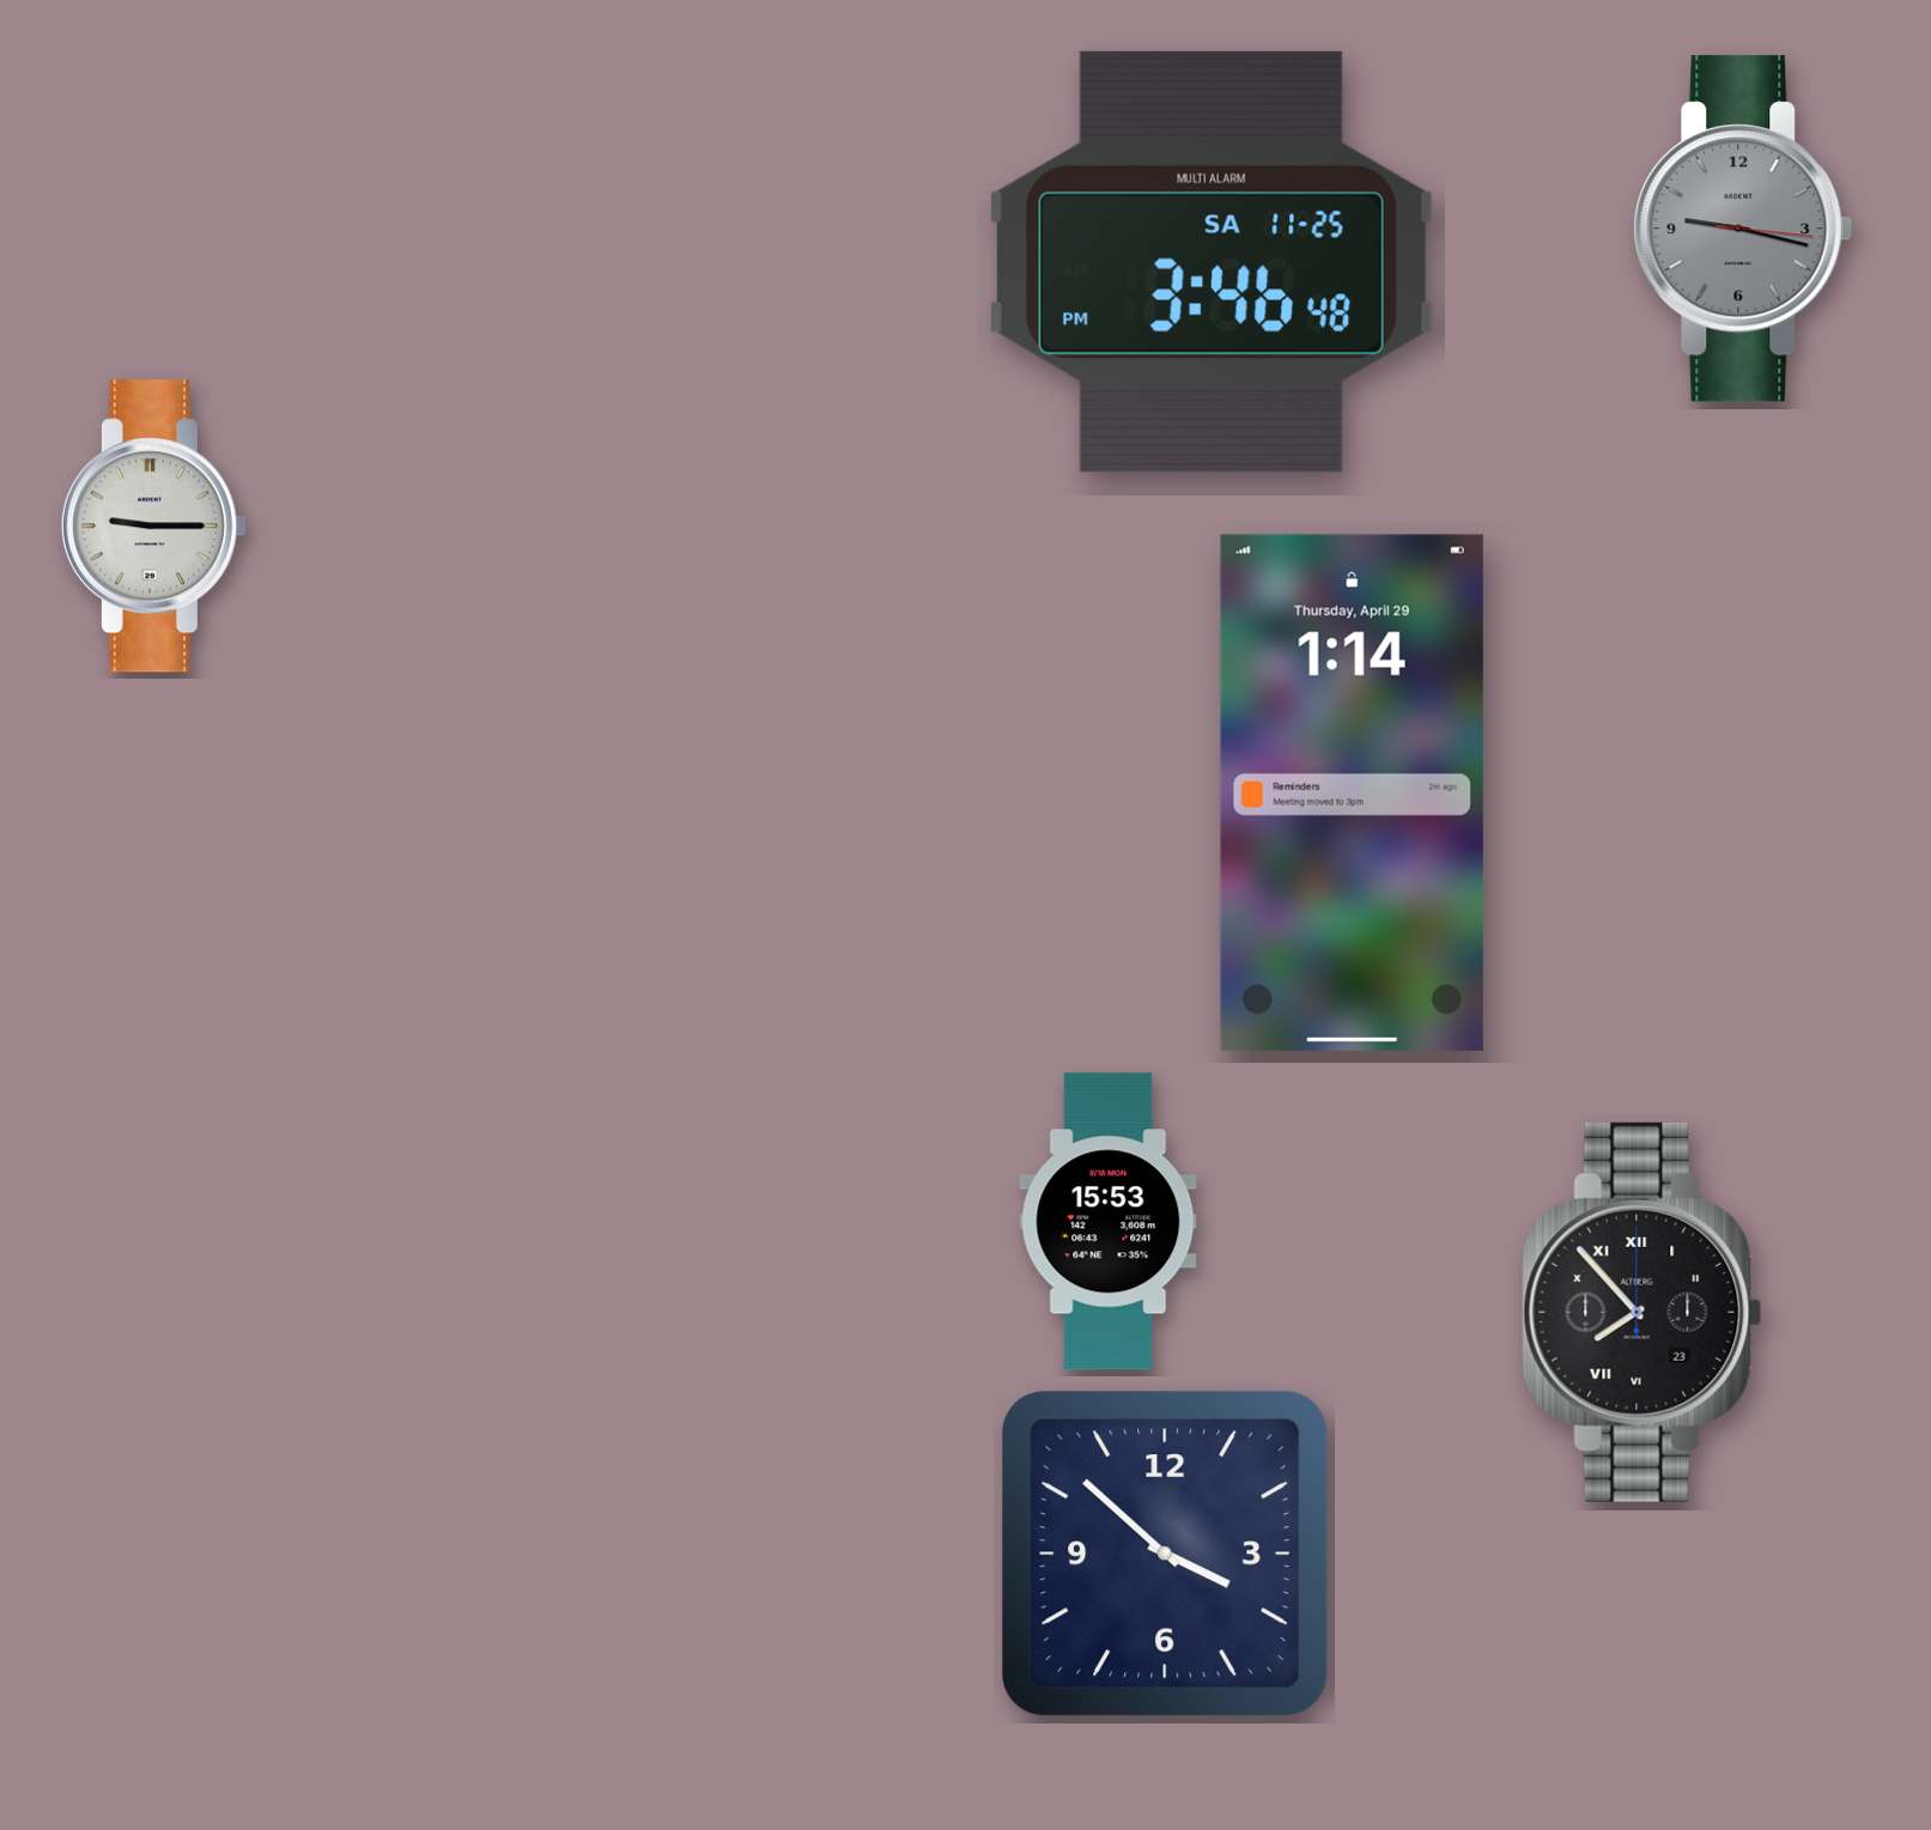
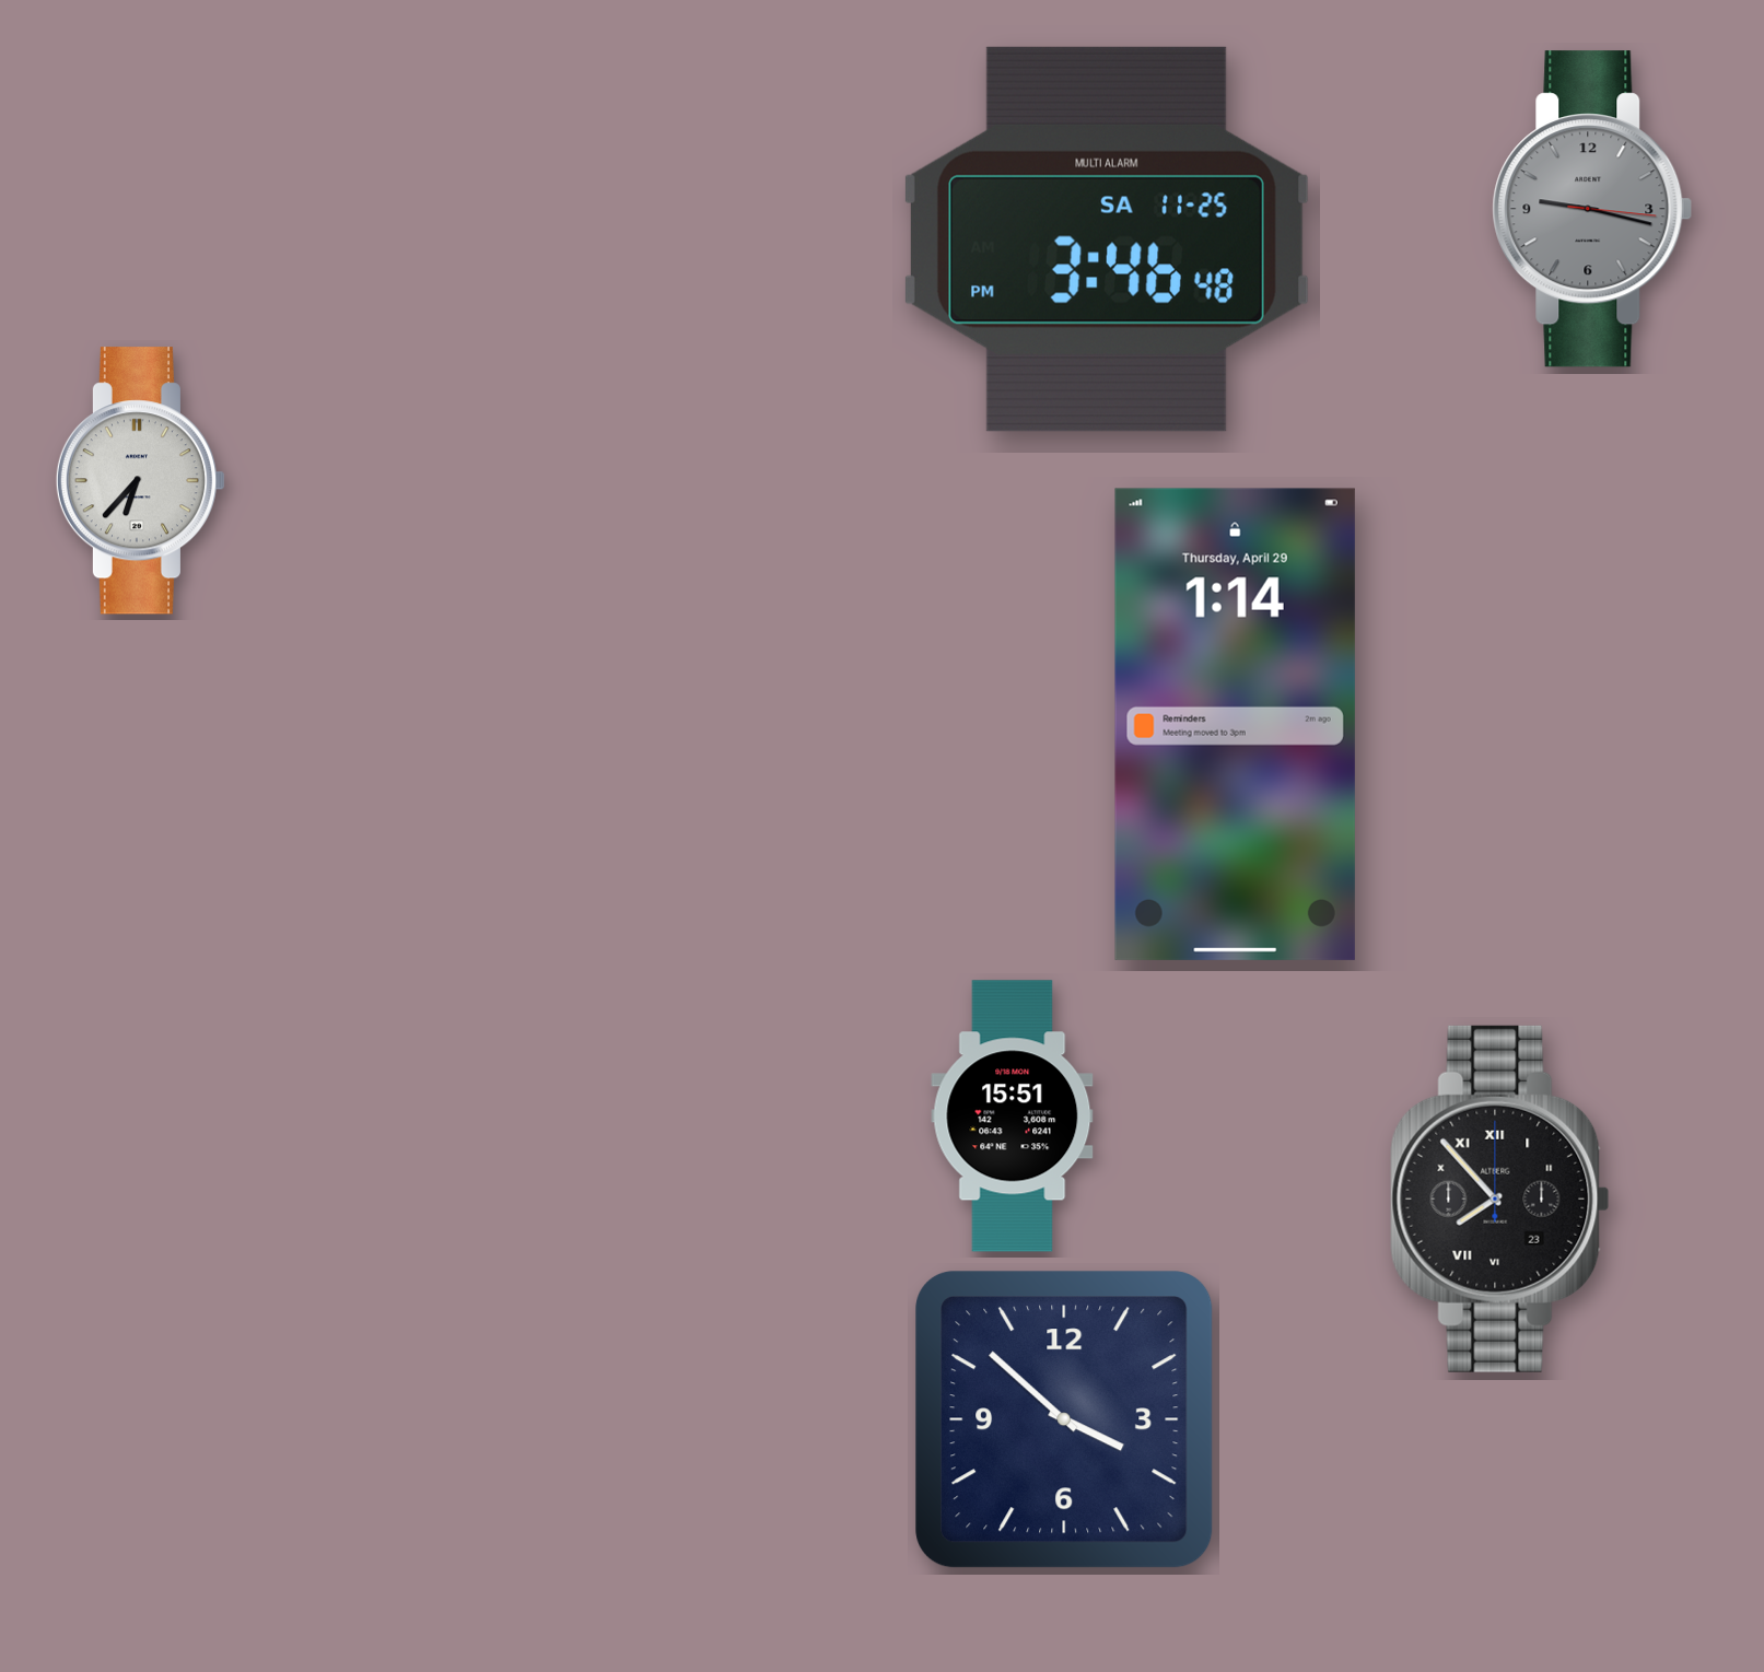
clock at (154, 527): 9:15 -> 6:37
clock at (1109, 1222): 15:53 -> 15:51
